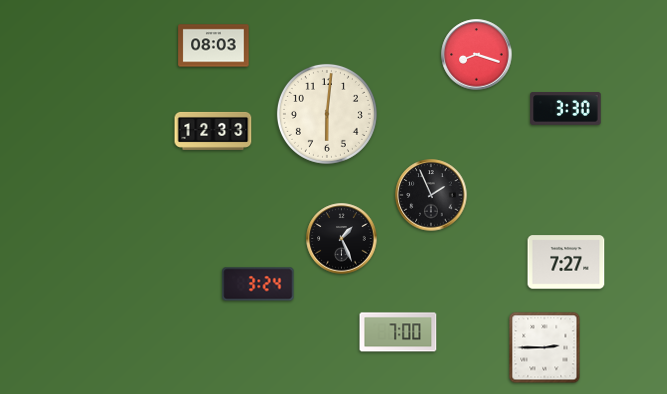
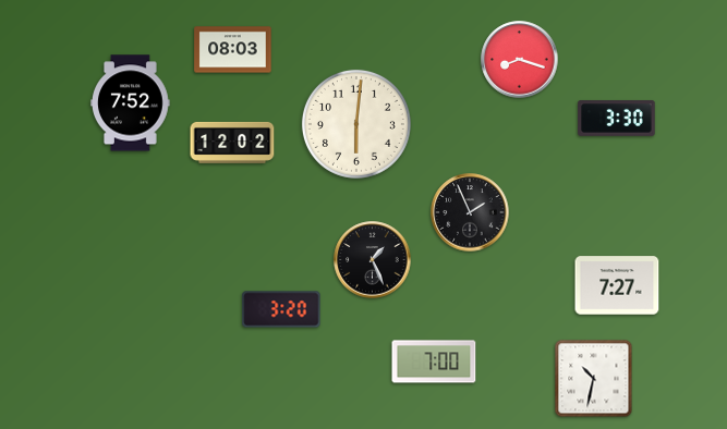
clock at (131, 103): none -> 7:52
clock at (213, 131): 12:33 -> 12:02
clock at (258, 284): 3:24 -> 3:20
clock at (545, 348): 2:45 -> 10:32
